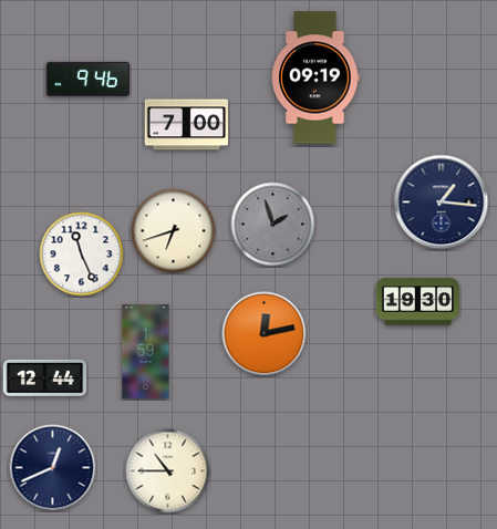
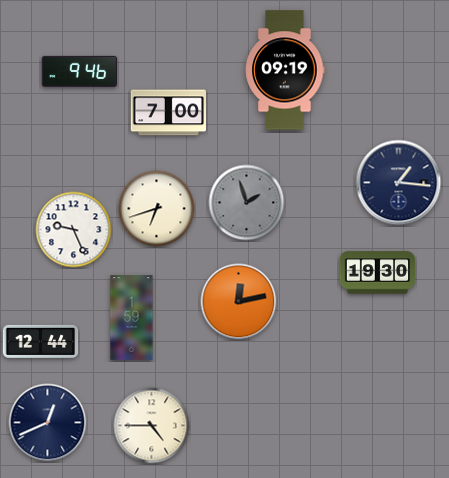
clock at (82, 255): 11:26 -> 9:26
clock at (168, 471): 10:45 -> 4:45
